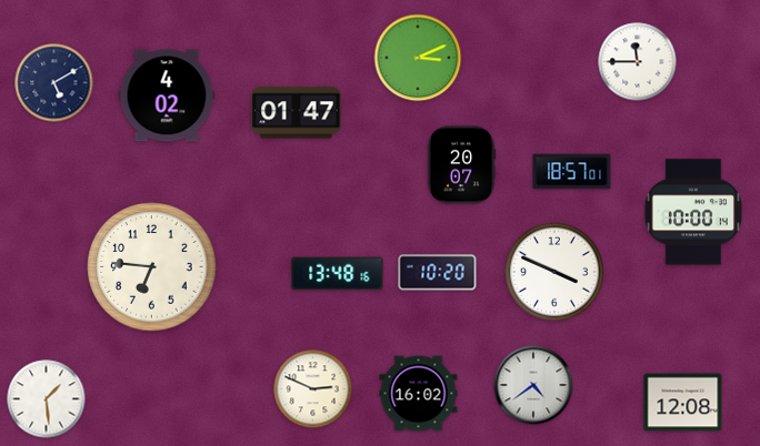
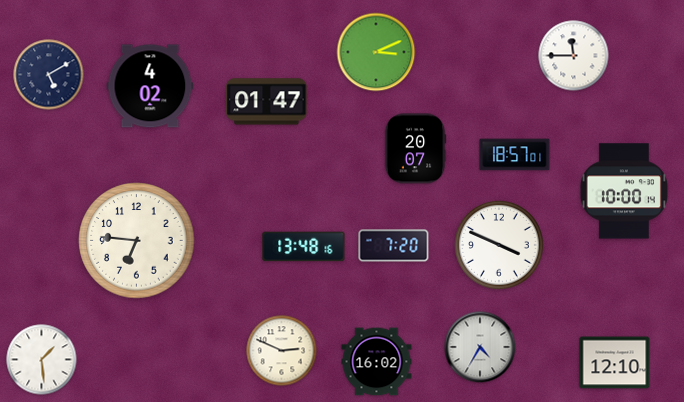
clock at (438, 273): 10:20 -> 7:20
clock at (533, 385): 4:39 -> 4:35
clock at (419, 394) position: (419, 394) -> (377, 362)
clock at (683, 403): 12:08 -> 12:10
